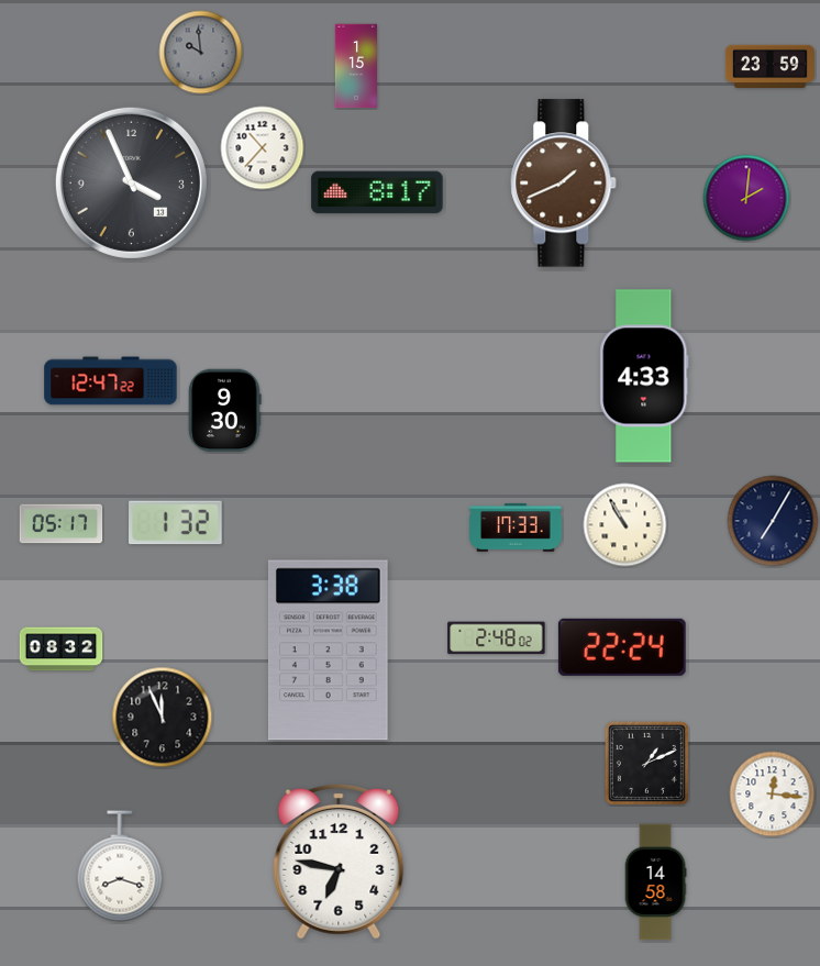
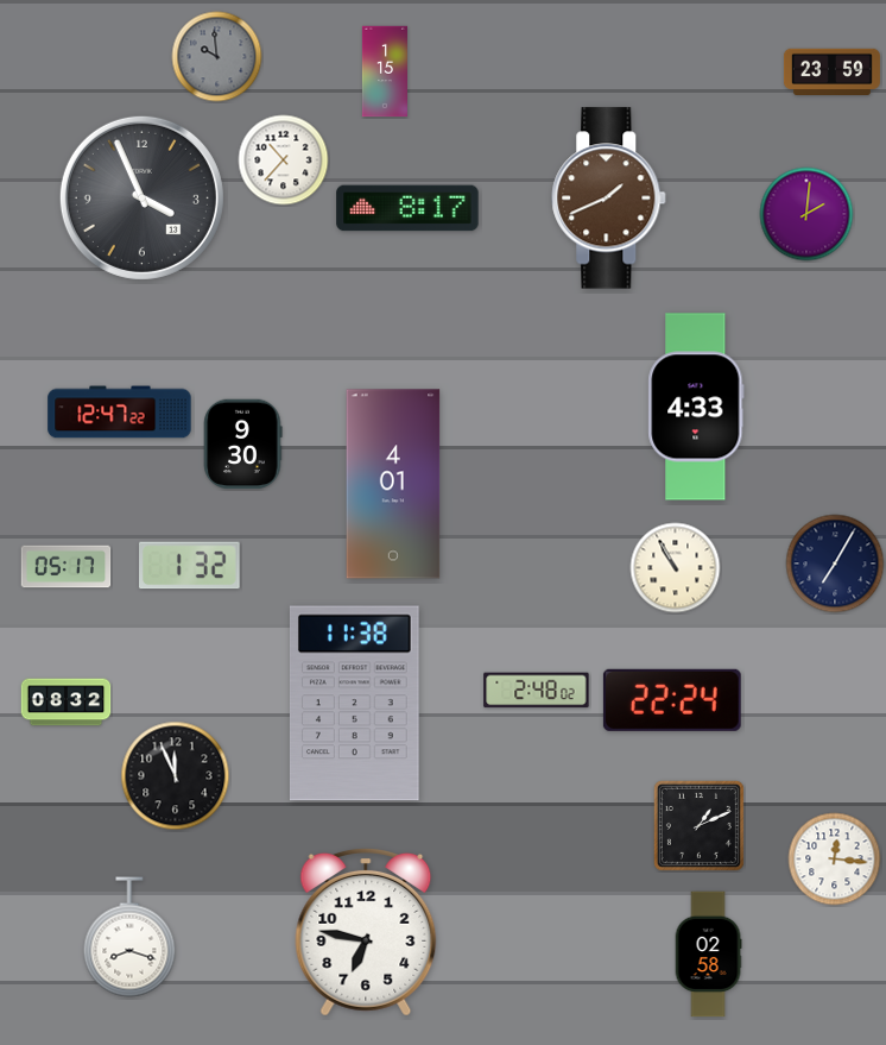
clock at (393, 484): none -> 4:01
clock at (516, 529): 17:33 -> none
clock at (328, 651): 3:38 -> 11:38
clock at (655, 882): 14:58 -> 02:58
